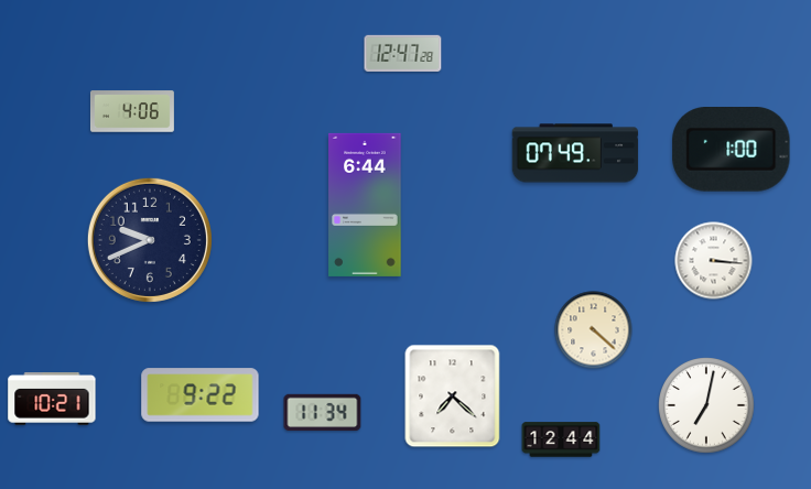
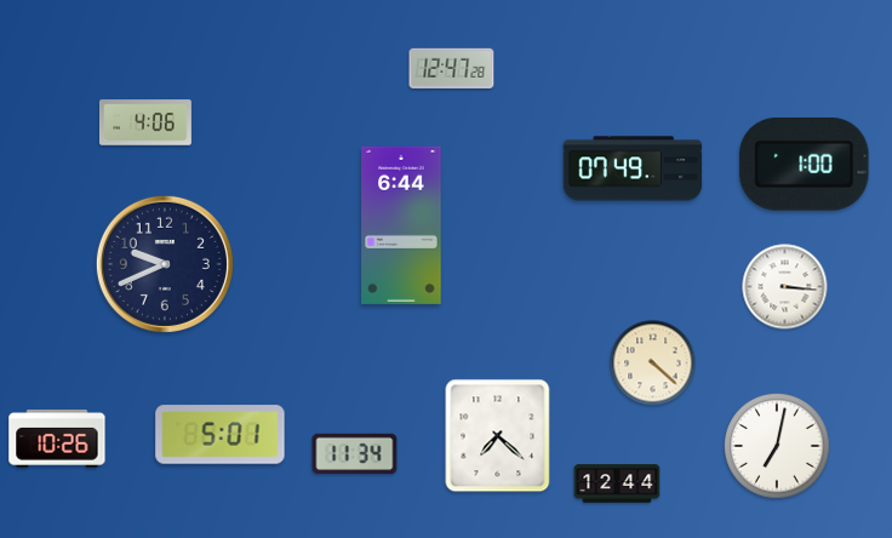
clock at (403, 53) position: (403, 53) -> (452, 68)
clock at (201, 395): 9:22 -> 5:01
clock at (52, 400): 10:21 -> 10:26
